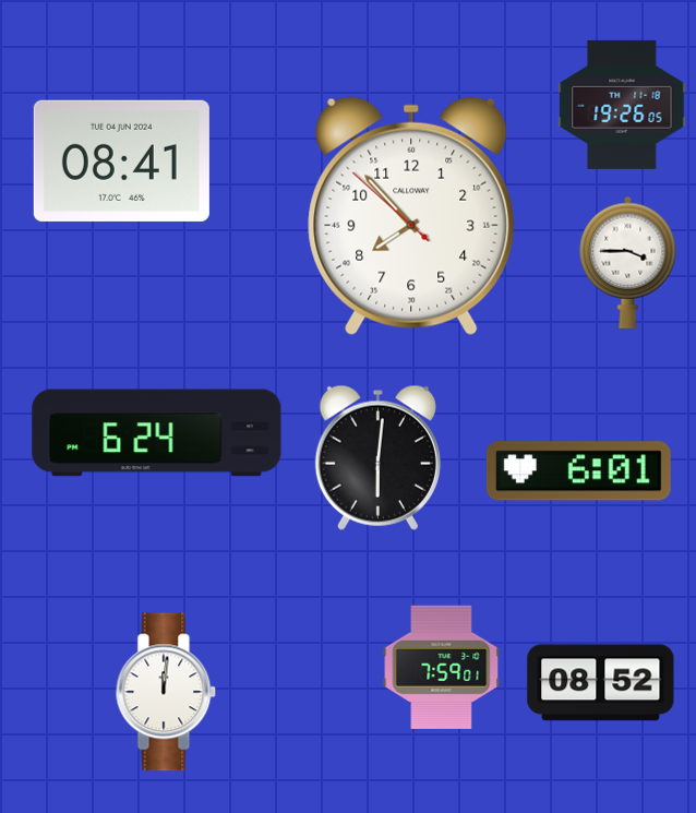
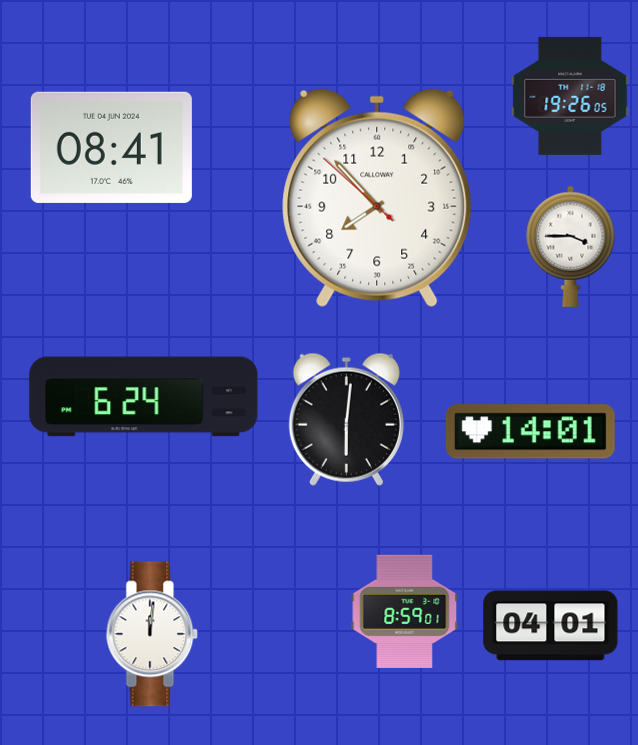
clock at (628, 262) position: (628, 262) -> (571, 246)
clock at (578, 471): 6:01 -> 14:01
clock at (442, 667): 7:59 -> 8:59
clock at (601, 683): 08:52 -> 04:01
